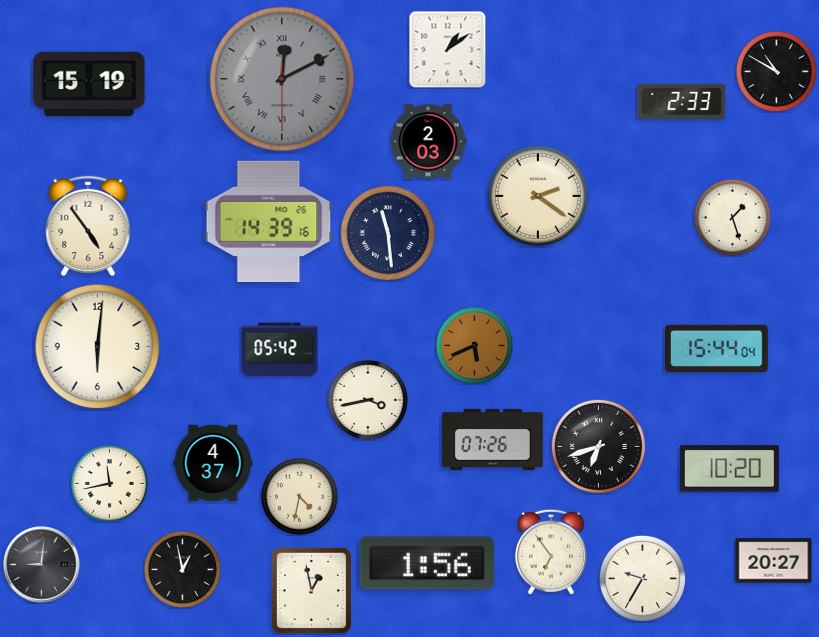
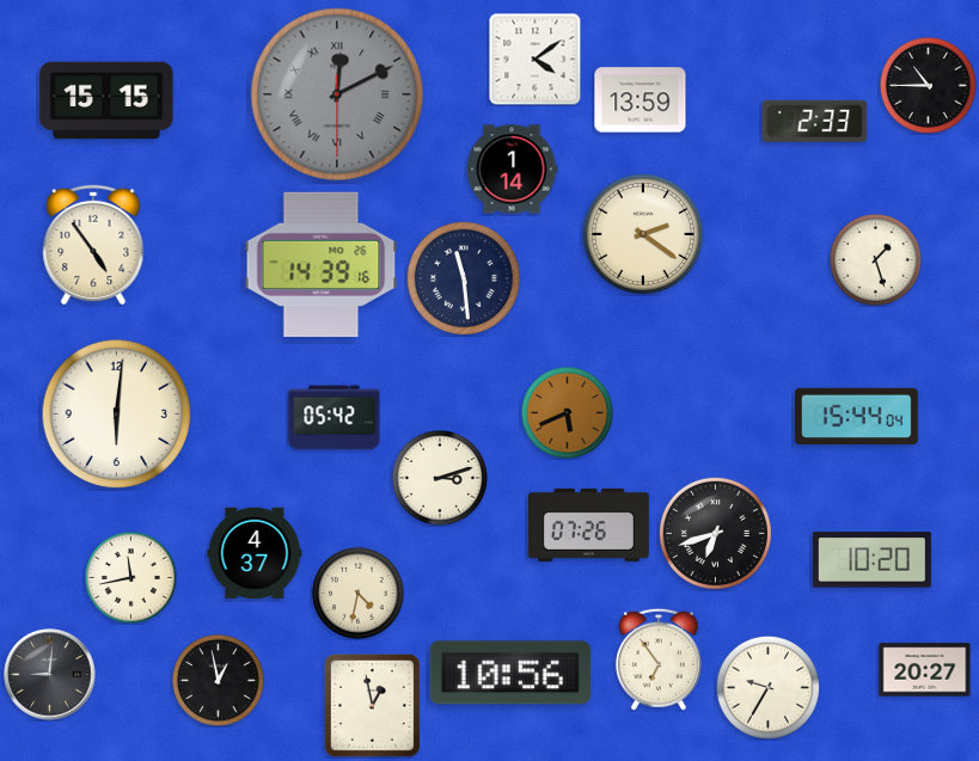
clock at (447, 49): 1:09 -> 4:09
clock at (776, 71): 10:50 -> 10:45
clock at (89, 84): 15:19 -> 15:15
clock at (641, 100): none -> 13:59
clock at (428, 142): 2:03 -> 1:14
clock at (88, 225) position: (88, 225) -> (93, 244)
clock at (368, 400): 3:43 -> 3:12
clock at (427, 563): 1:56 -> 10:56
clock at (642, 578) position: (642, 578) -> (767, 687)
